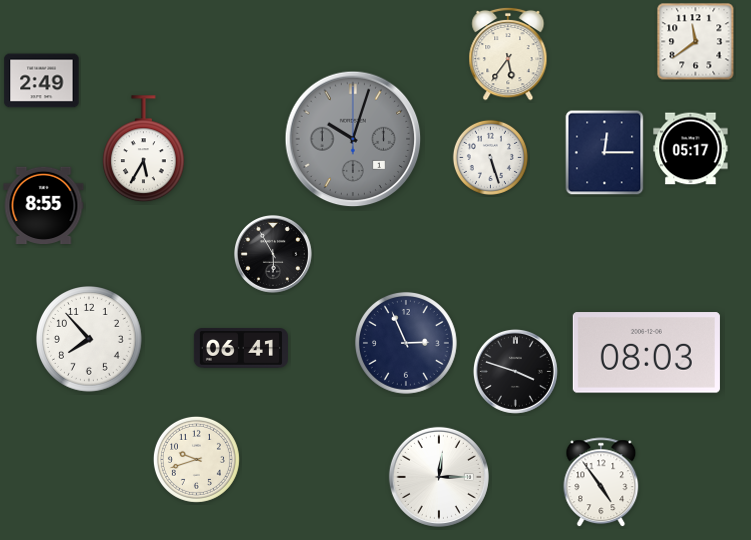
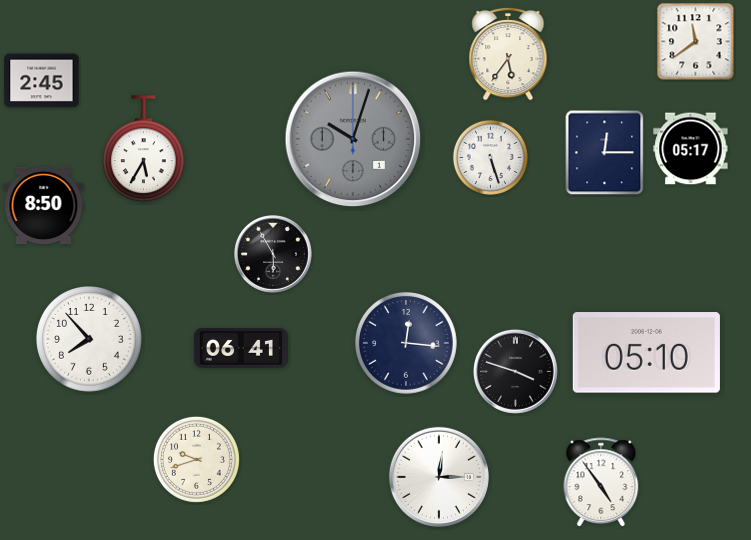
clock at (42, 81): 2:49 -> 2:45
clock at (44, 205): 8:55 -> 8:50
clock at (406, 343): 2:56 -> 12:16
clock at (646, 353): 08:03 -> 05:10
